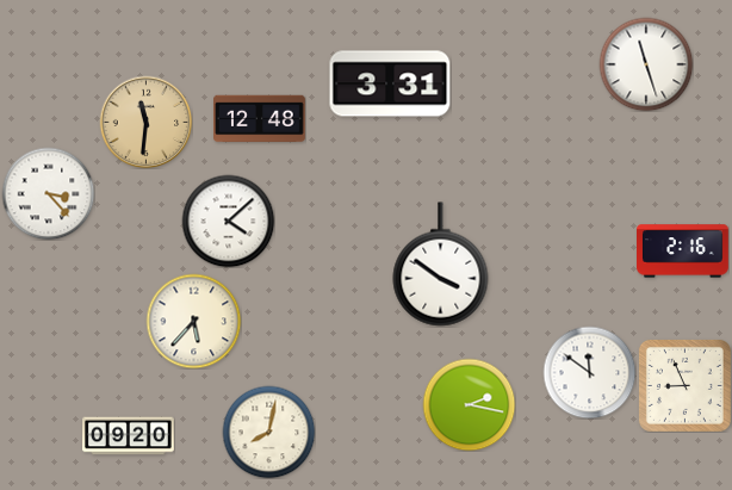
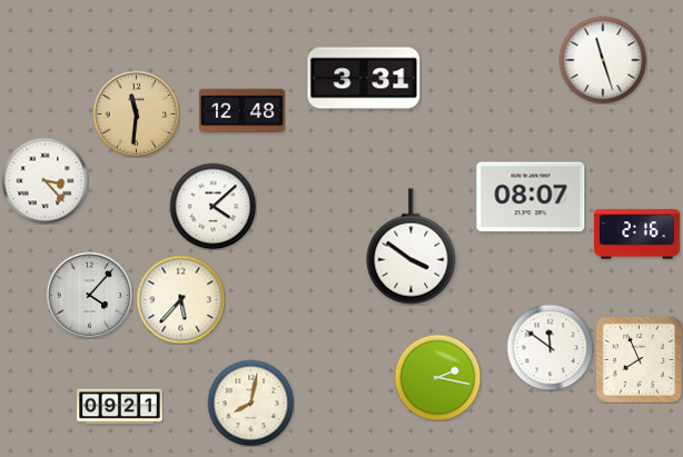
clock at (531, 197): none -> 08:07
clock at (89, 295): none -> 4:07
clock at (684, 385): 8:56 -> 7:56
clock at (129, 436): 09:20 -> 09:21
